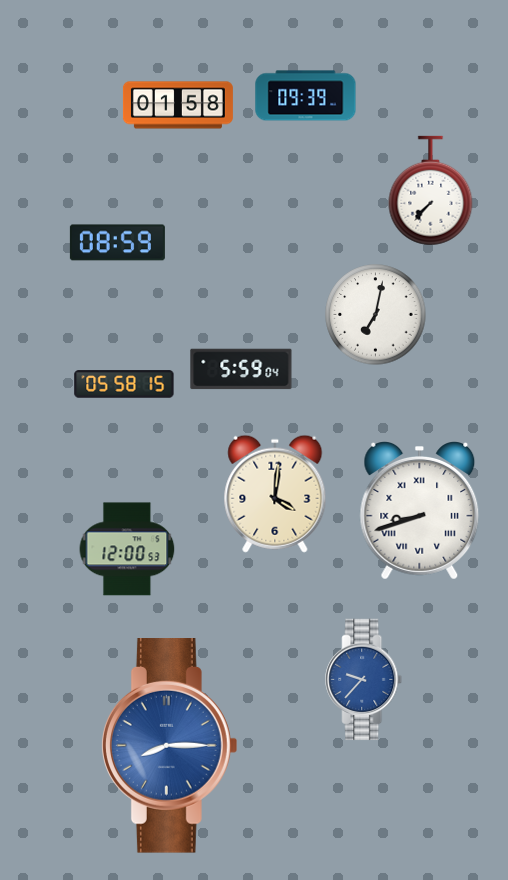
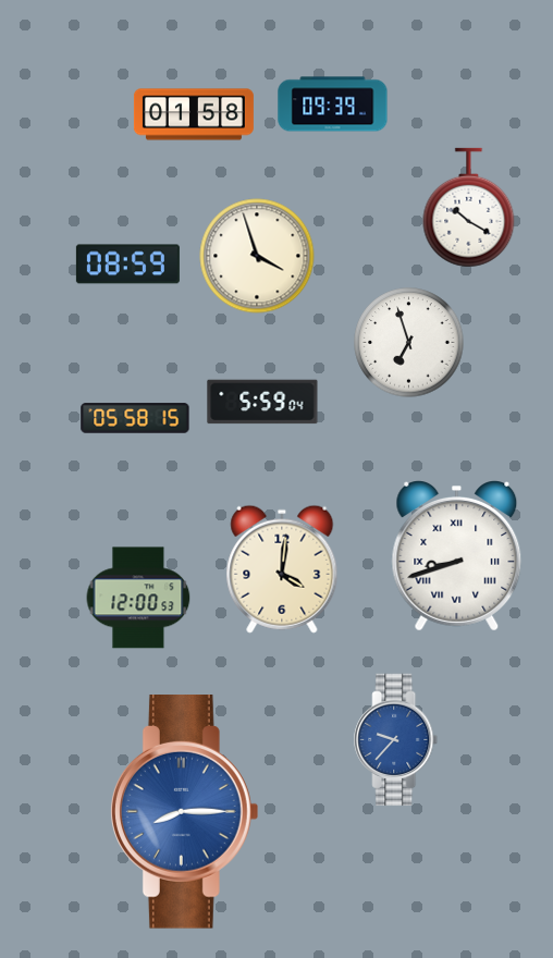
clock at (431, 191): 7:37 -> 10:20
clock at (257, 256): none -> 3:57
clock at (376, 315): 7:02 -> 6:57
clock at (275, 494) position: (275, 494) -> (282, 569)
